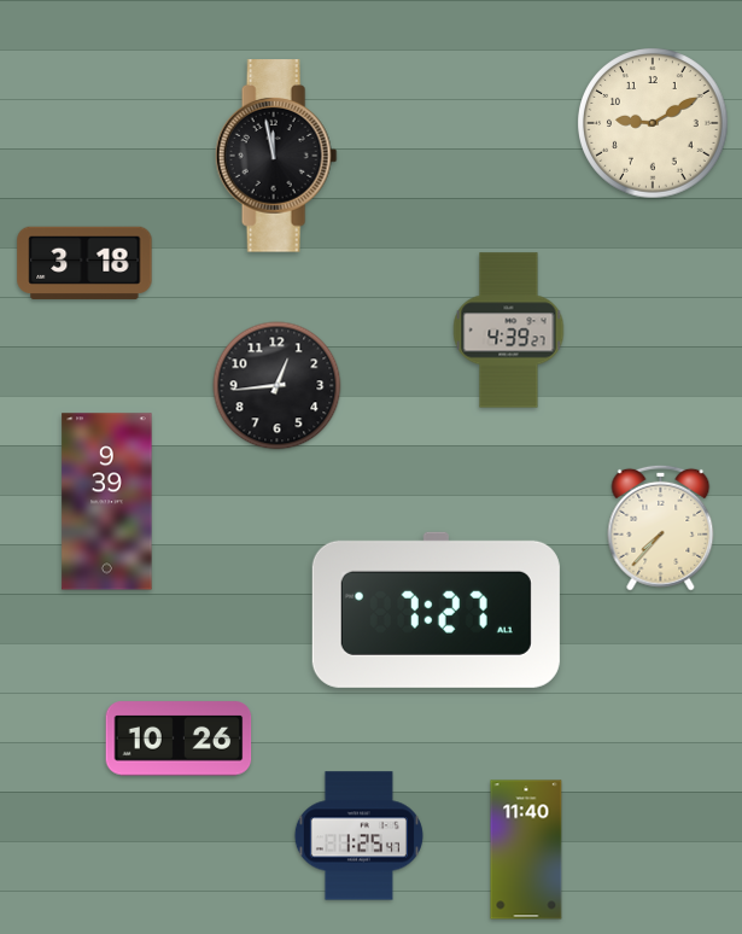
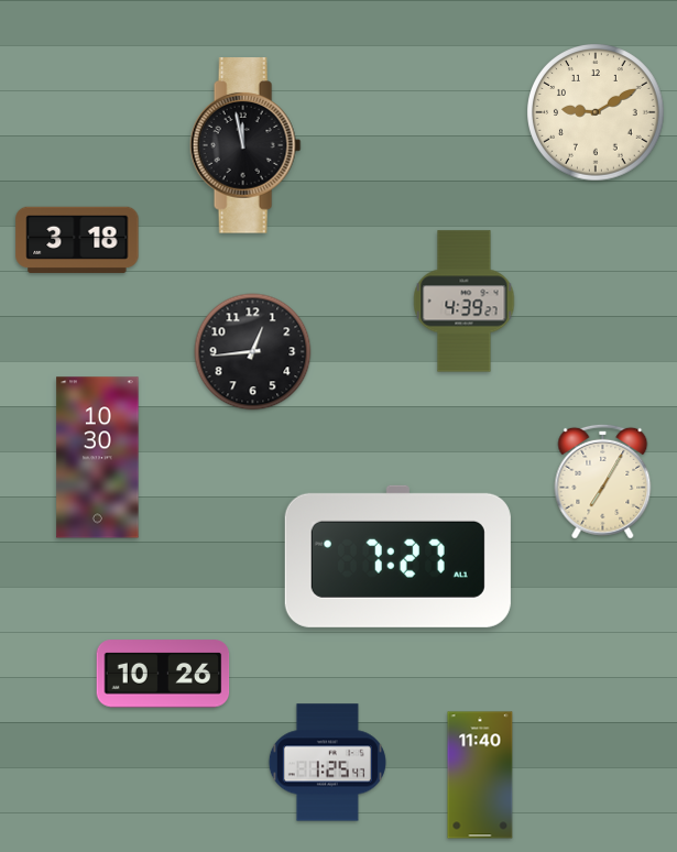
clock at (276, 156) position: (276, 156) -> (245, 145)
clock at (107, 502): 9:39 -> 10:30
clock at (661, 527): 7:37 -> 7:05
